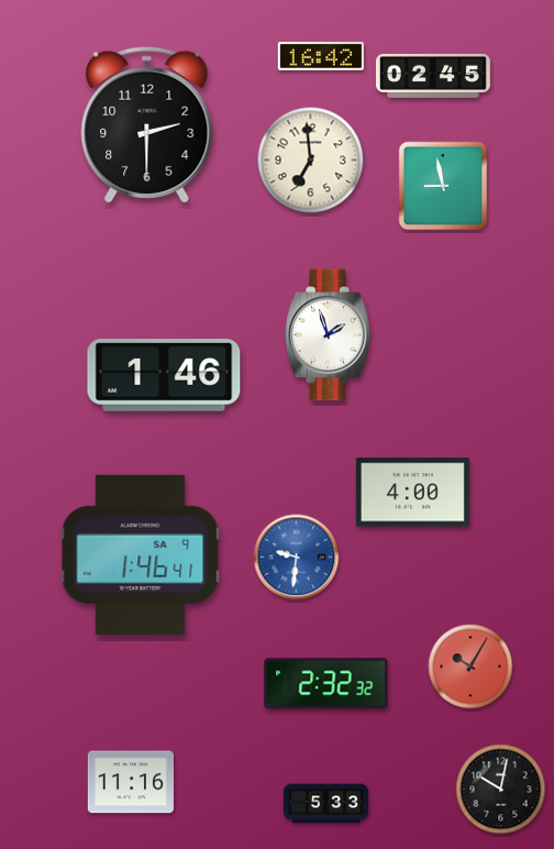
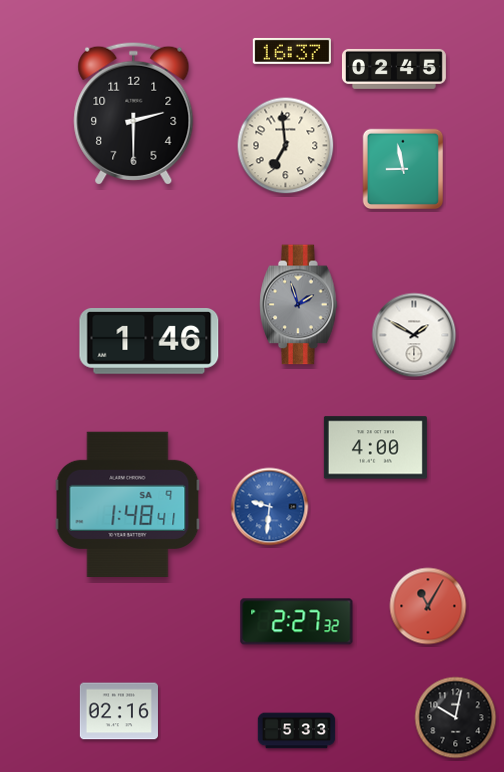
clock at (321, 56): 16:42 -> 16:37
clock at (311, 161) position: (311, 161) -> (286, 146)
clock at (329, 335) dial: white -> grey
clock at (414, 335): none -> 1:50
clock at (141, 554): 1:46 -> 1:48
clock at (470, 666): 10:05 -> 11:05
clock at (326, 684): 2:32 -> 2:27
clock at (130, 782): 11:16 -> 02:16
